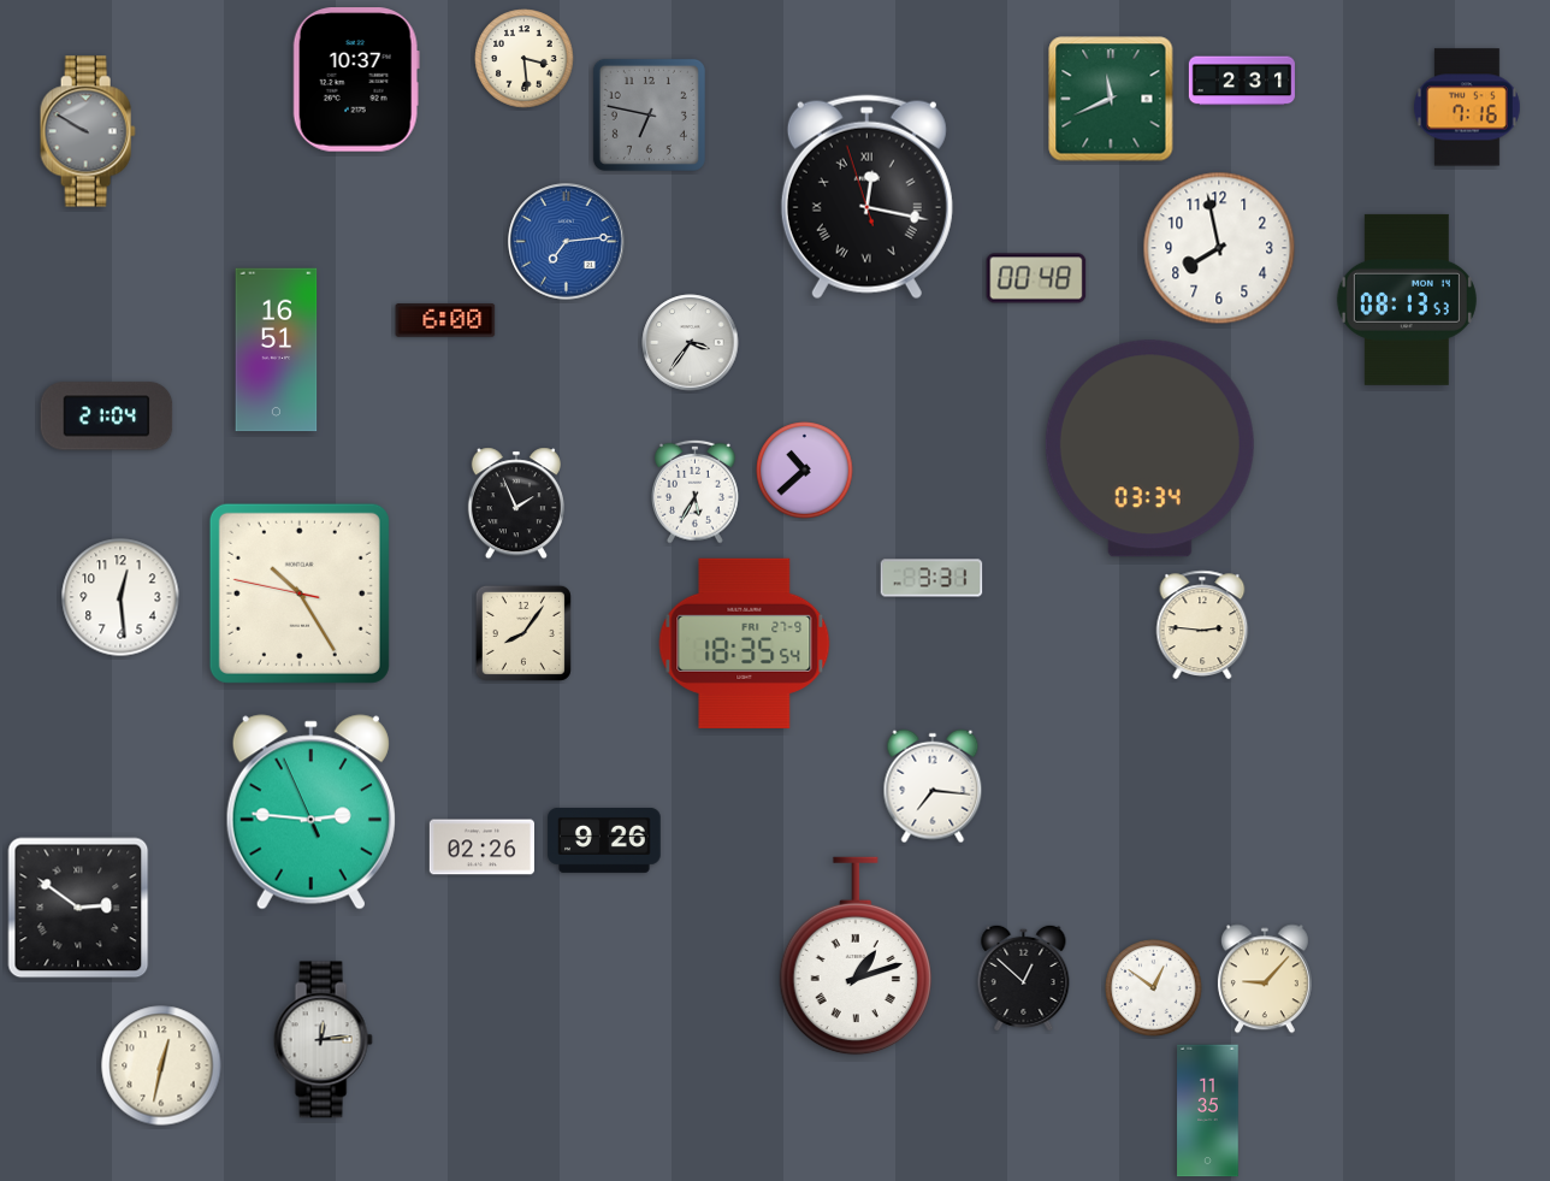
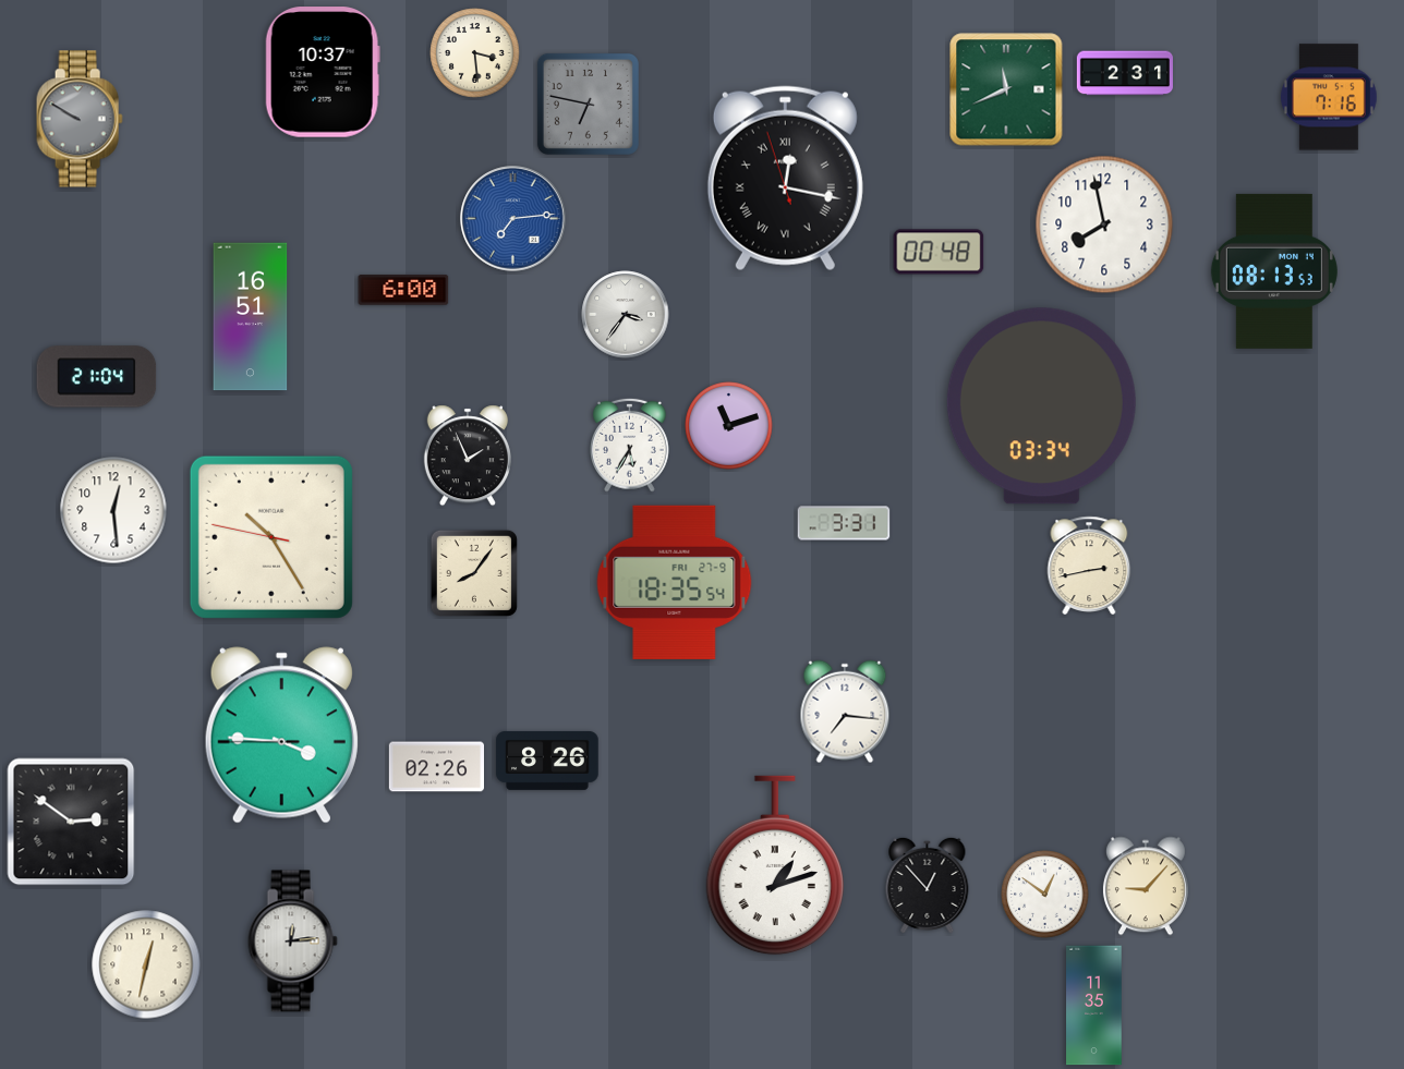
clock at (691, 343) position: (691, 343) -> (626, 315)
clock at (805, 471): 10:38 -> 11:12
clock at (120, 597) position: (120, 597) -> (113, 510)
clock at (1202, 625): 2:46 -> 2:43
clock at (310, 813): 2:45 -> 3:45
clock at (604, 840): 9:26 -> 8:26
clock at (1024, 976): 12:52 -> 12:53
